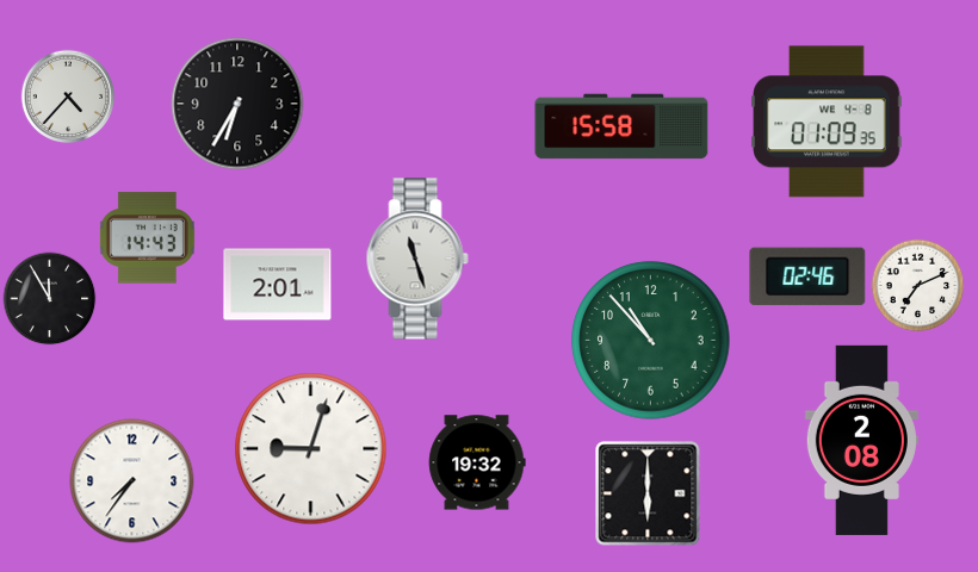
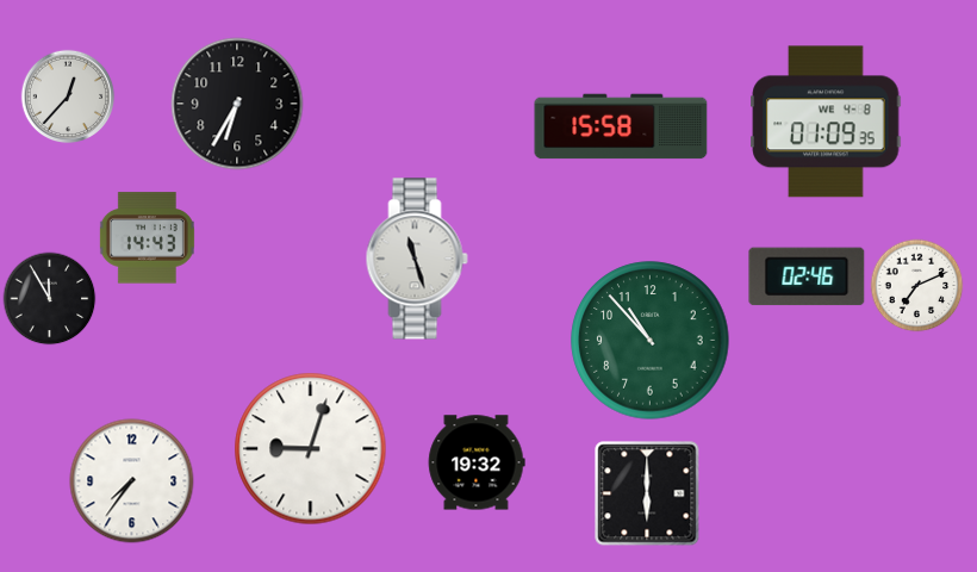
clock at (68, 97): 4:37 -> 12:37
clock at (278, 285): 2:01 -> none
clock at (861, 440): 2:08 -> none
